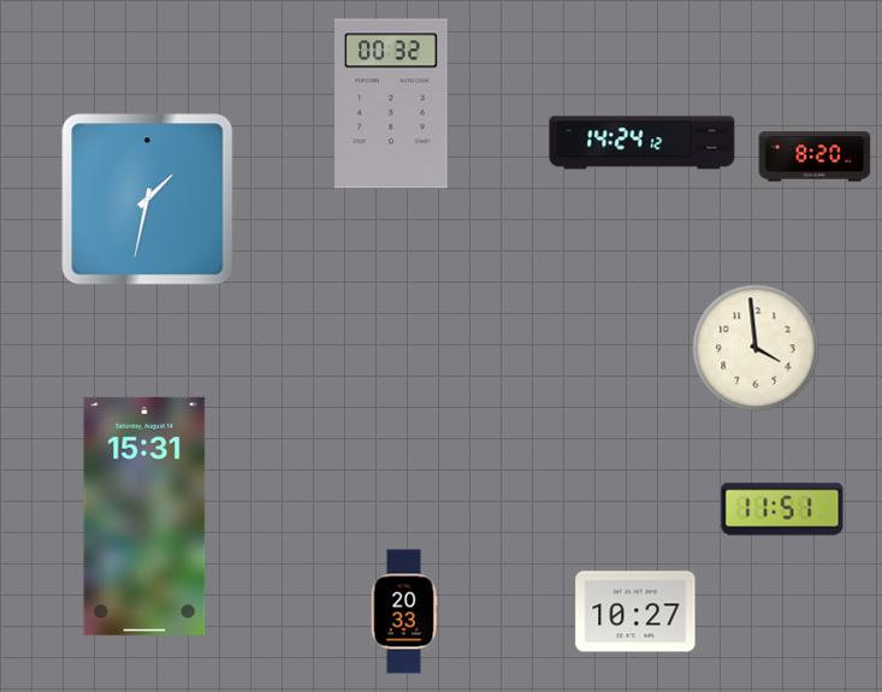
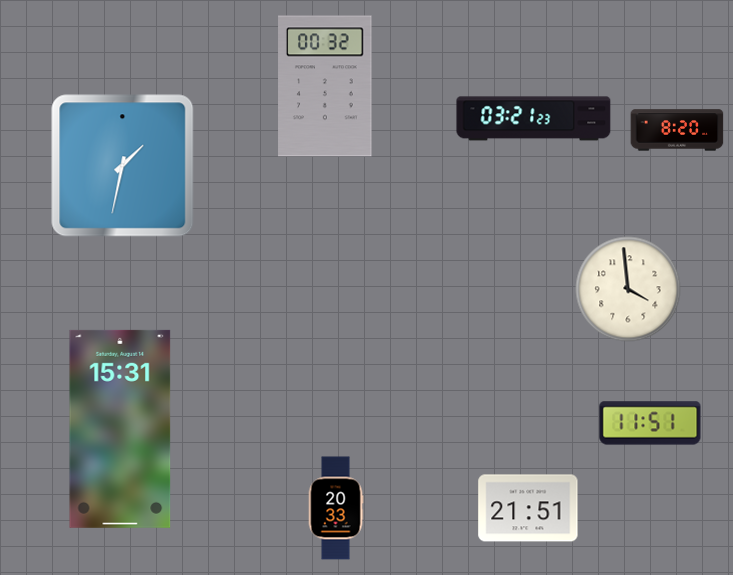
clock at (643, 143): 14:24 -> 03:21
clock at (635, 611): 10:27 -> 21:51
